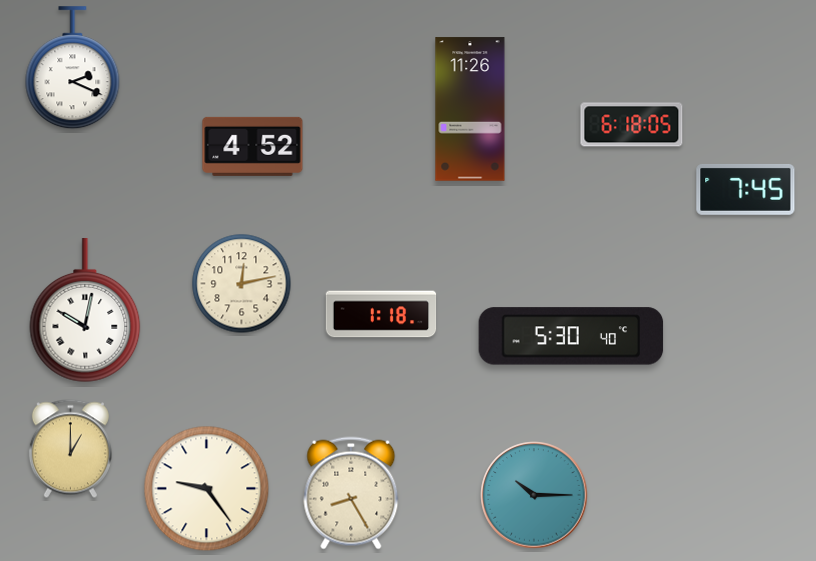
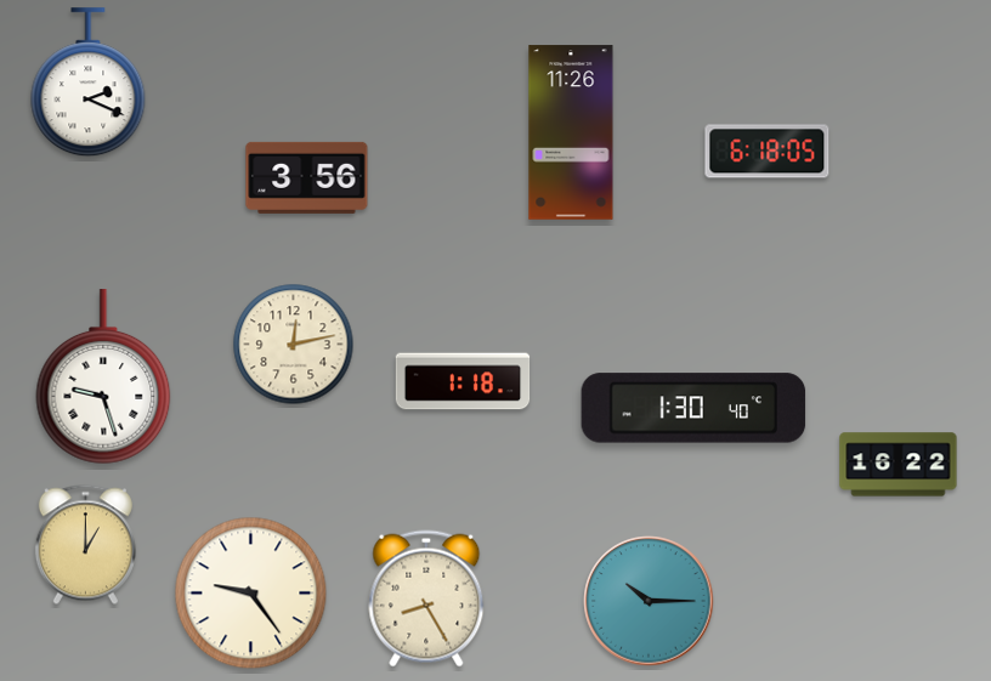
clock at (253, 146): 4:52 -> 3:56
clock at (746, 189): 7:45 -> none
clock at (85, 311): 10:02 -> 9:27
clock at (571, 336): 5:30 -> 1:30
clock at (899, 465): none -> 16:22
